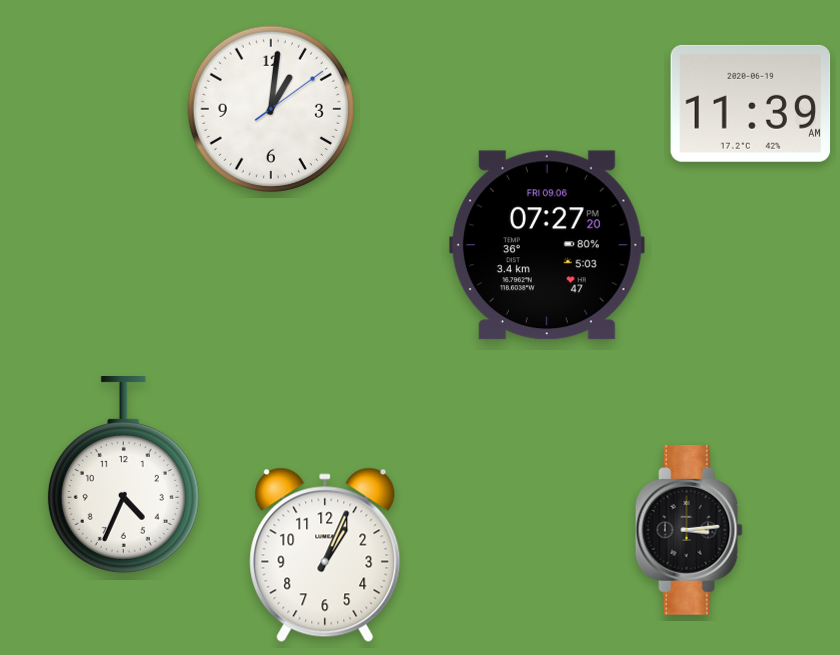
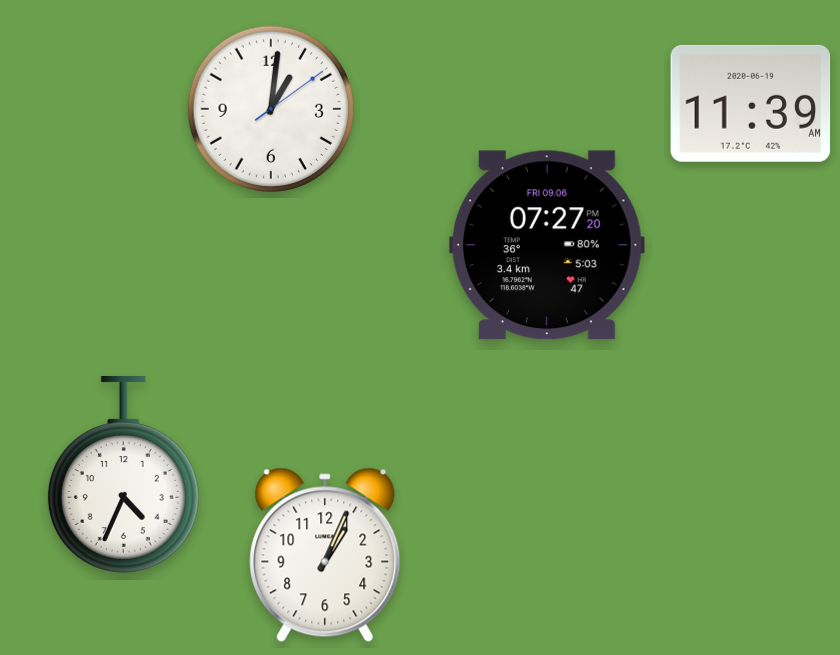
clock at (689, 531): 3:14 -> none
